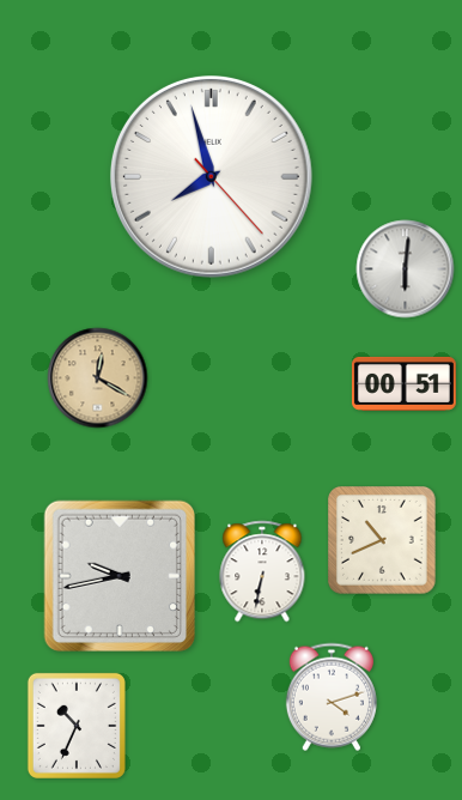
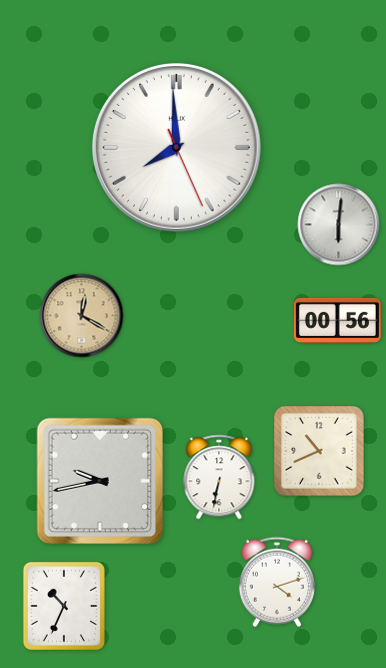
clock at (212, 177): 7:57 -> 7:59
clock at (403, 383): 00:51 -> 00:56
